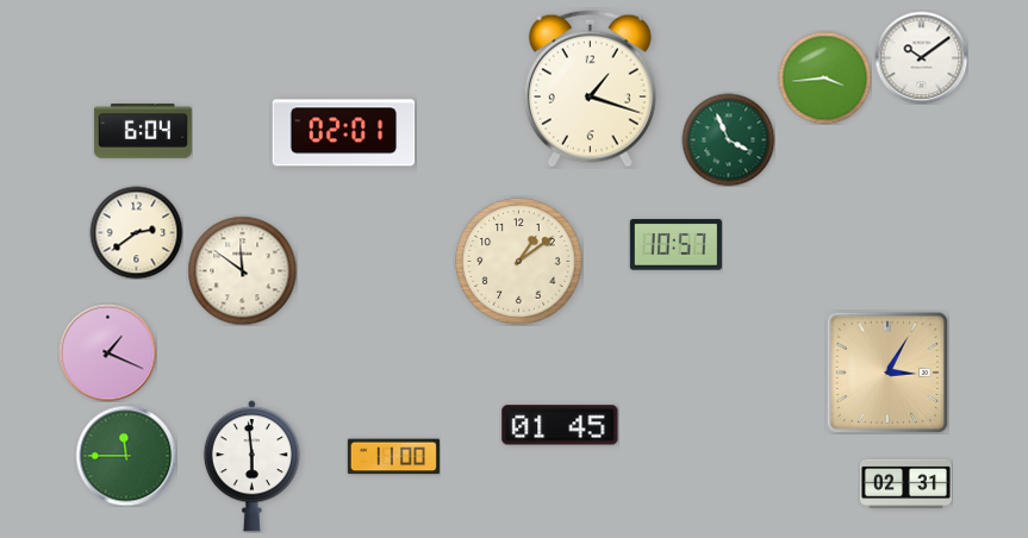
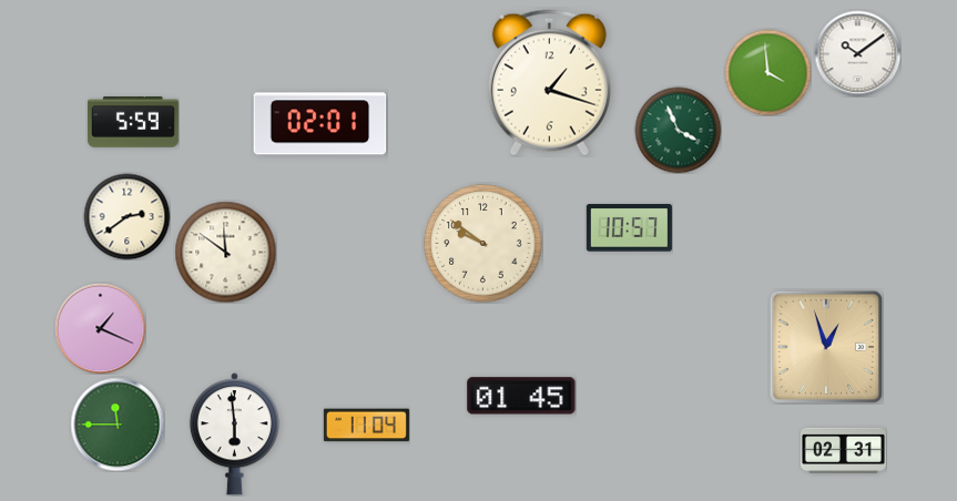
clock at (824, 77): 3:44 -> 3:59
clock at (143, 132): 6:04 -> 5:59
clock at (519, 262): 1:09 -> 9:51
clock at (887, 373): 3:05 -> 12:57
clock at (393, 457): 11:00 -> 11:04
